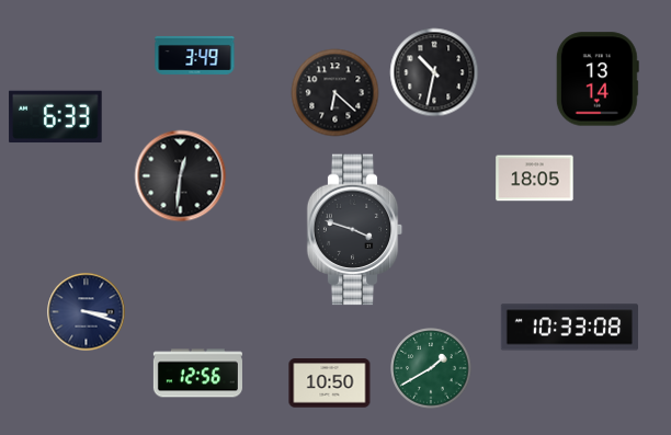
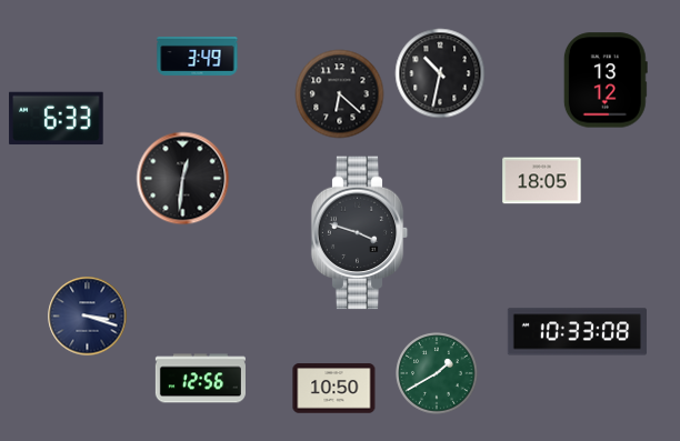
clock at (598, 79): 13:14 -> 13:12
